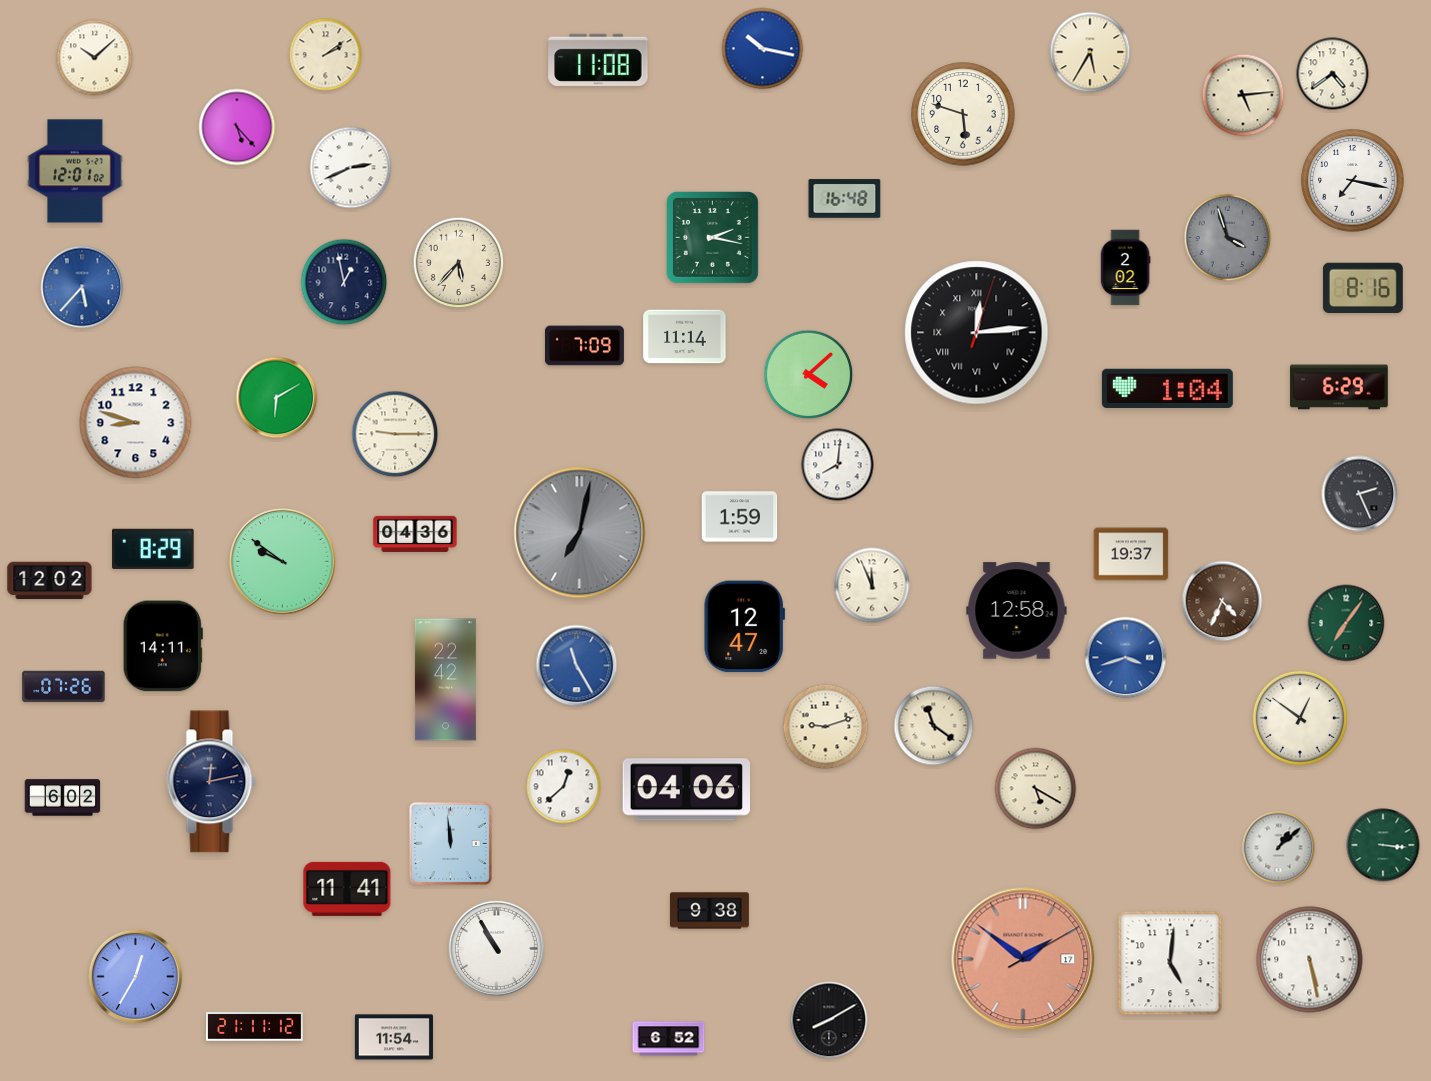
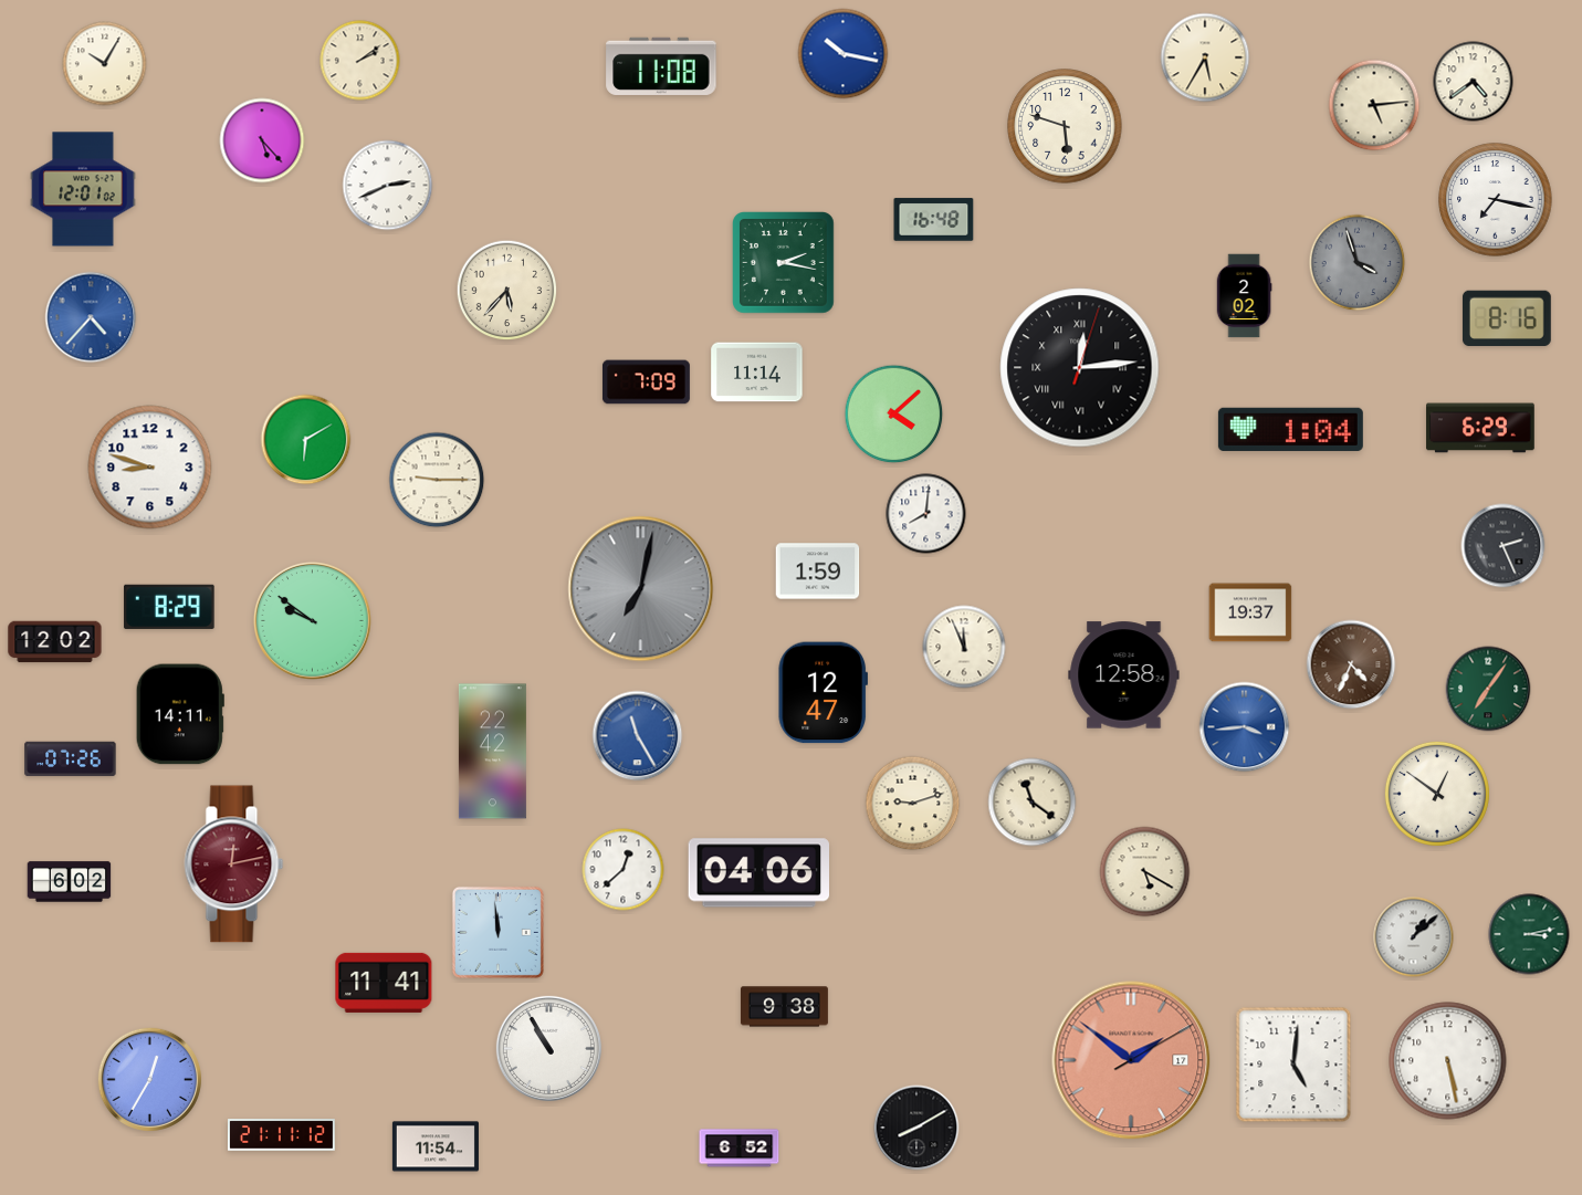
clock at (95, 58): 10:08 -> 10:05
clock at (713, 238) position: (713, 238) -> (784, 263)
clock at (344, 282): 12:58 -> none
clock at (82, 287): 5:37 -> 4:37
clock at (415, 534): 04:36 -> none
clock at (1126, 658): 3:42 -> 3:44
clock at (212, 782) dial: navy -> burgundy
clock at (1383, 845): 3:16 -> 3:13
